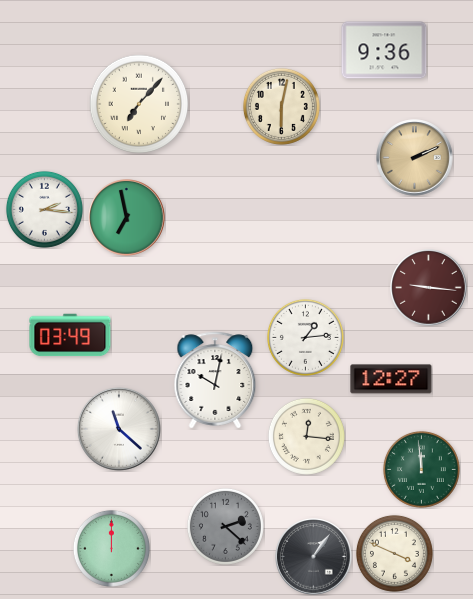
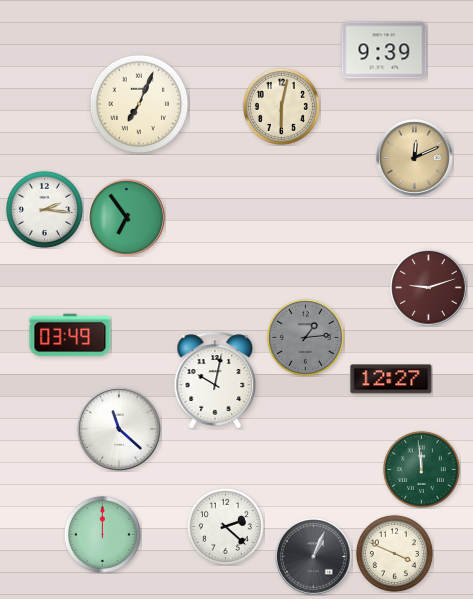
clock at (384, 50): 9:36 -> 9:39
clock at (139, 104): 7:07 -> 7:04
clock at (415, 158): 2:11 -> 12:11
clock at (127, 218): 6:58 -> 6:54
clock at (429, 288): 9:16 -> 9:12
clock at (305, 337) dial: white -> grey
clock at (306, 436): 12:16 -> none
clock at (225, 526) dial: grey -> white
clock at (111, 548) position: (111, 548) -> (102, 534)
clock at (314, 557): 1:06 -> 1:04
